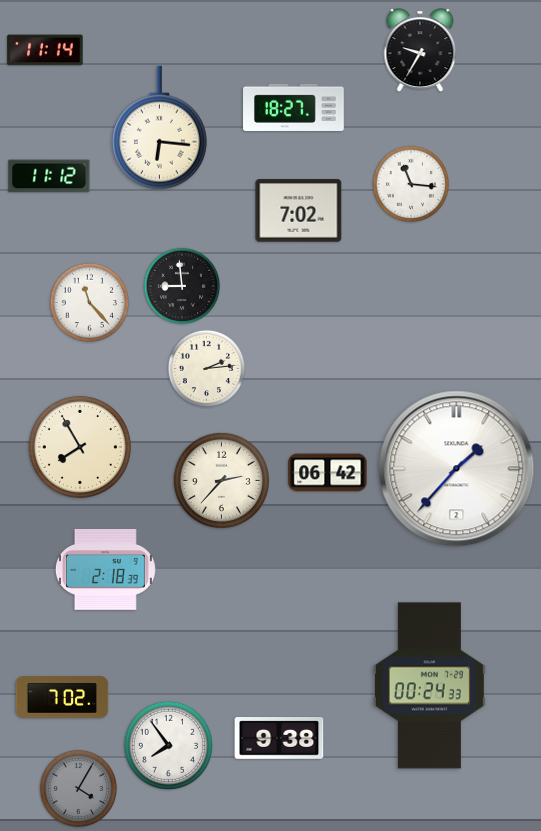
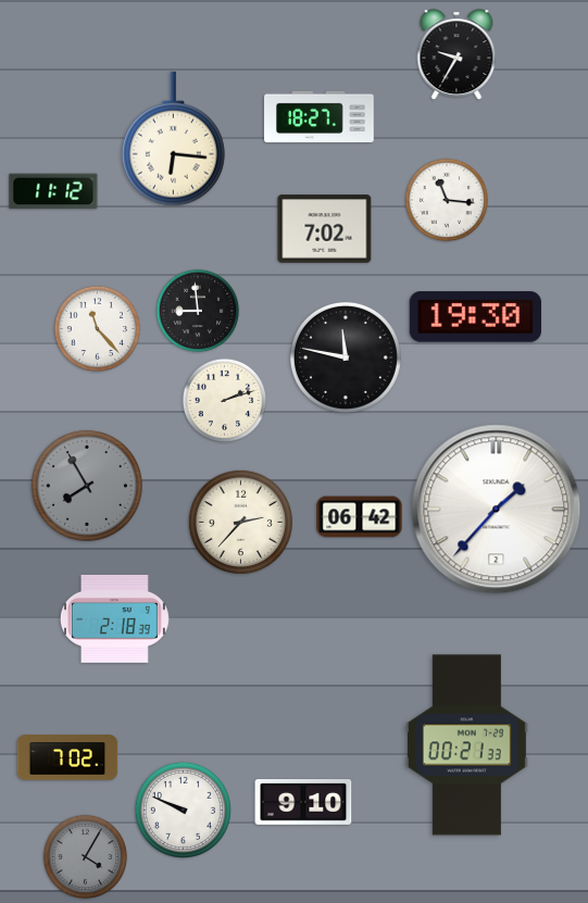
clock at (45, 50): 11:14 -> none
clock at (475, 317): none -> 19:30
clock at (346, 358): none -> 11:47
clock at (207, 369): 2:14 -> 2:12
clock at (80, 447) dial: cream -> grey
clock at (328, 473) position: (328, 473) -> (360, 517)
clock at (429, 686): 00:24 -> 00:21
clock at (279, 738): 9:38 -> 9:10
clock at (168, 745): 7:54 -> 9:49
